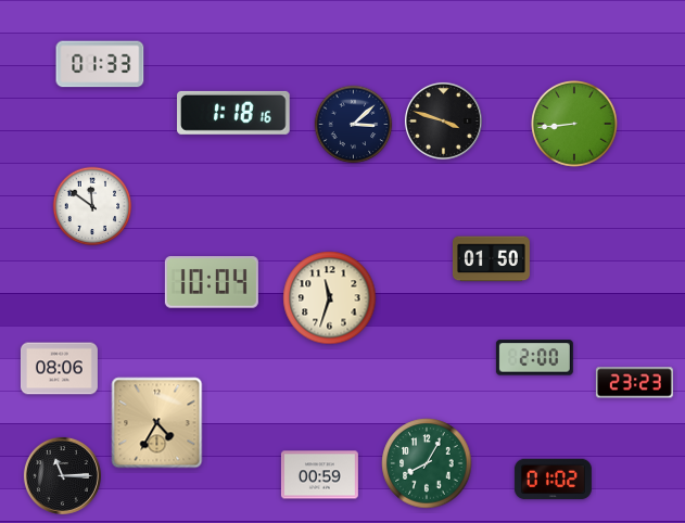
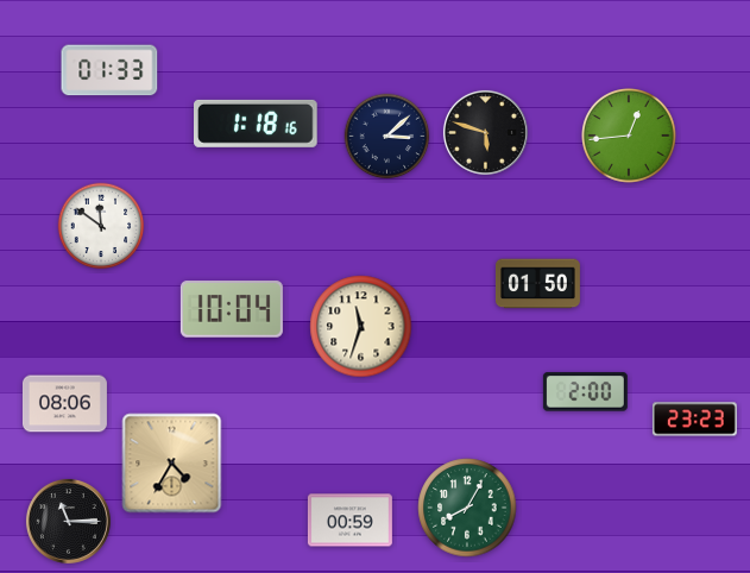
clock at (443, 120): 3:48 -> 5:48
clock at (575, 125): 8:44 -> 12:44
clock at (553, 480): 01:02 -> none
